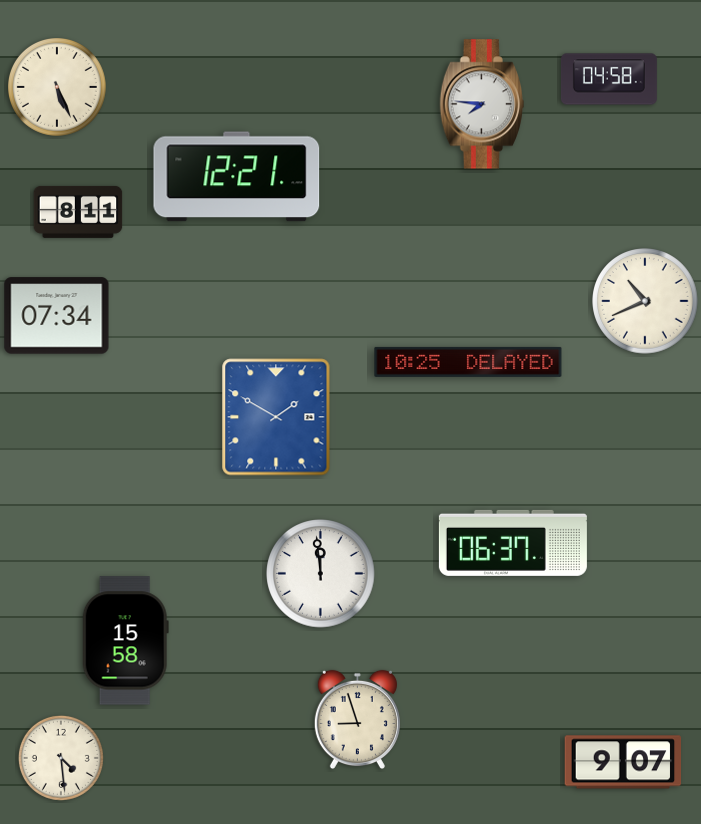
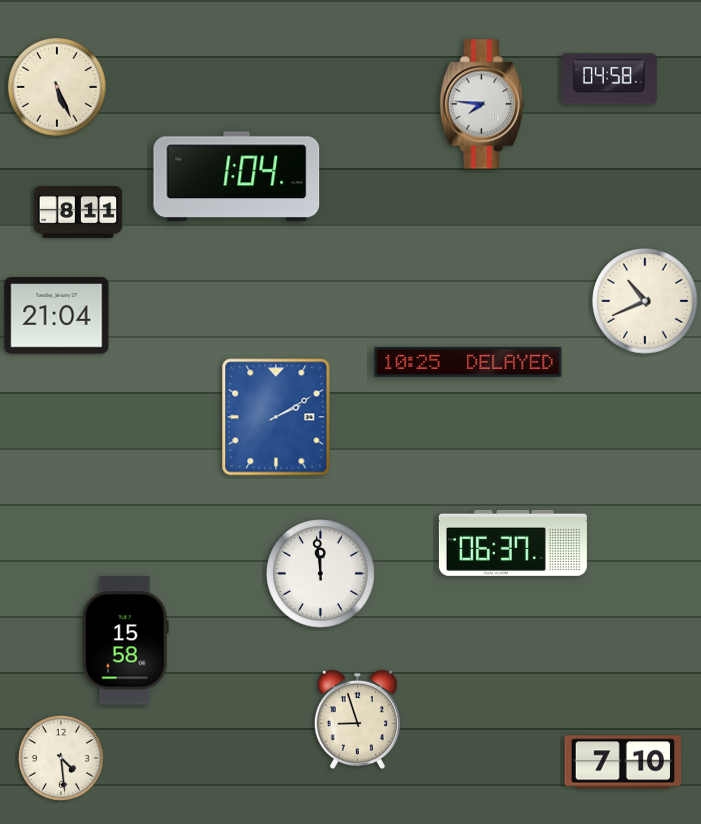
clock at (237, 177): 12:21 -> 1:04
clock at (57, 316): 07:34 -> 21:04
clock at (276, 417): 1:50 -> 2:10
clock at (623, 762): 9:07 -> 7:10
